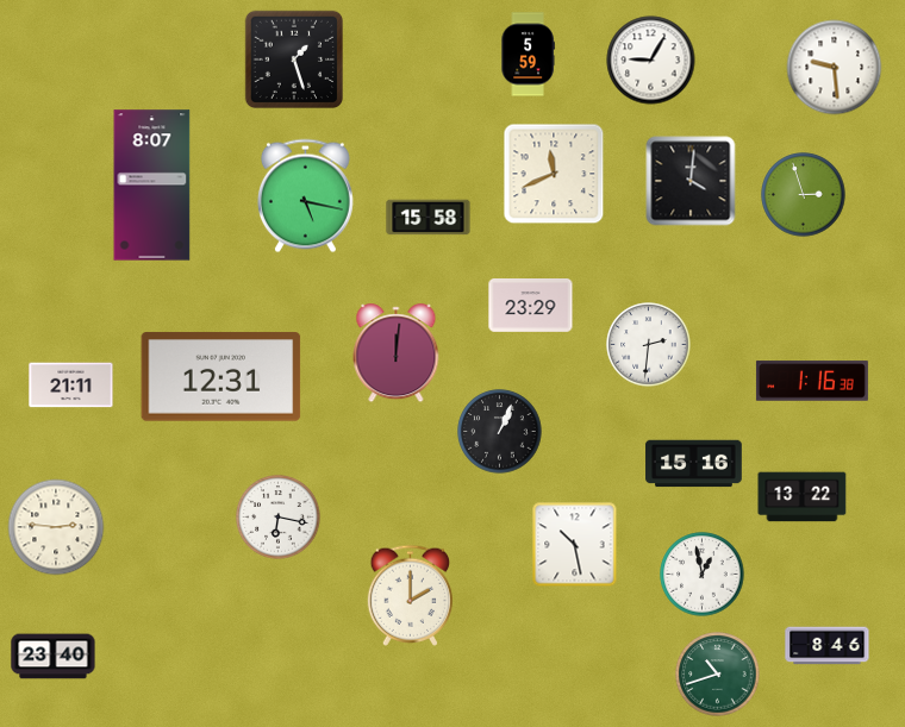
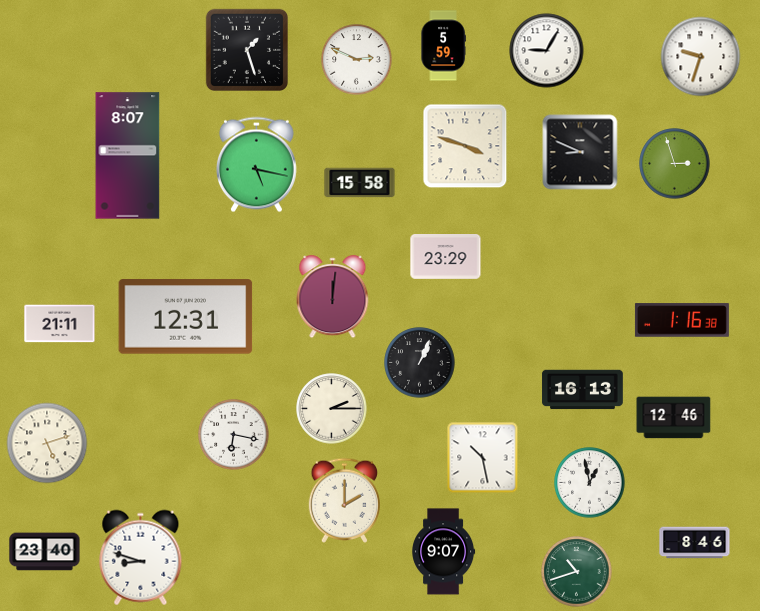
clock at (835, 68): 9:29 -> 9:33
clock at (357, 60): none -> 2:49
clock at (554, 174): 11:41 -> 3:48
clock at (691, 181): 4:01 -> 8:49
clock at (649, 345): 2:31 -> none
clock at (694, 464): 15:16 -> 16:13
clock at (332, 409): none -> 2:15
clock at (803, 497): 13:22 -> 12:46
clock at (56, 527): 2:46 -> 5:12
clock at (444, 552): none -> 9:07
clock at (141, 558): none -> 8:48
clock at (718, 675) position: (718, 675) -> (577, 572)
